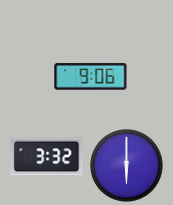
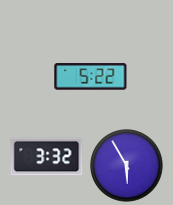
clock at (91, 77): 9:06 -> 5:22
clock at (127, 166): 6:00 -> 5:55
